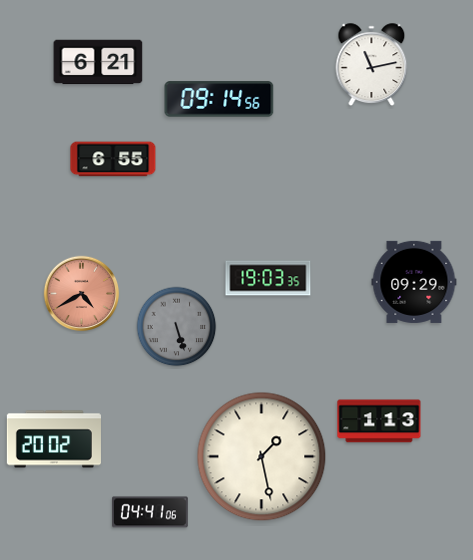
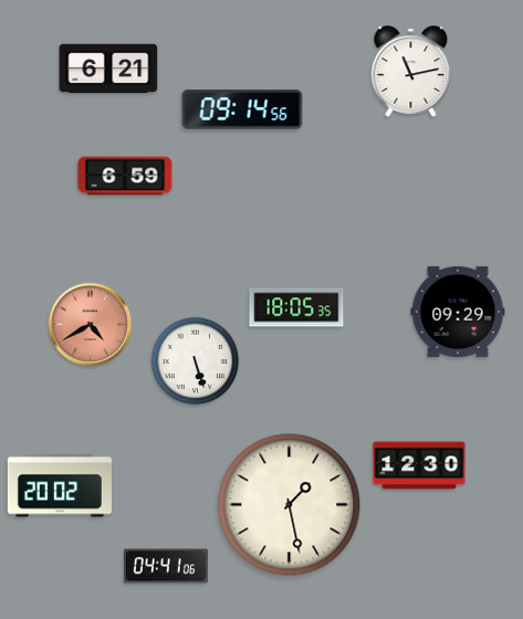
clock at (113, 159): 6:55 -> 6:59
clock at (268, 278): 19:03 -> 18:05
clock at (177, 327) dial: grey -> white
clock at (379, 421): 1:13 -> 12:30
